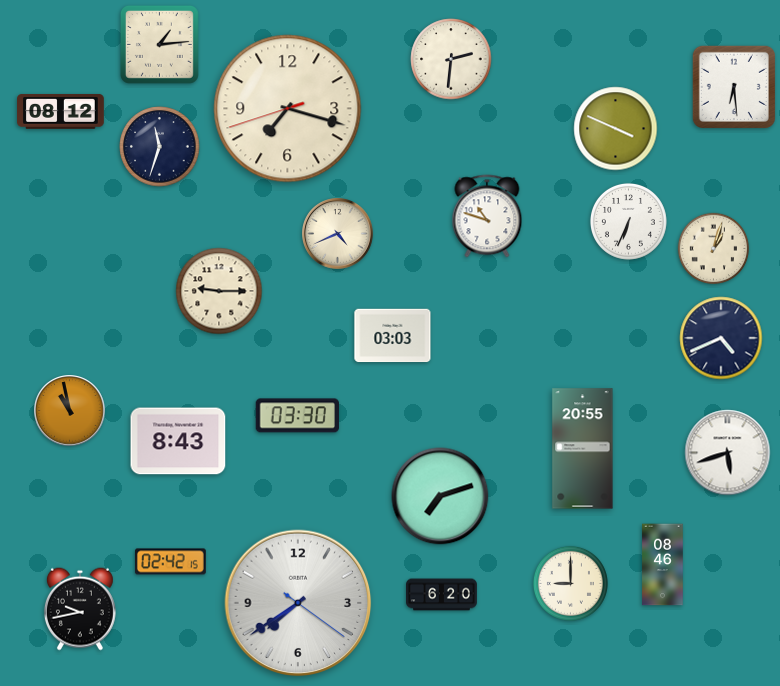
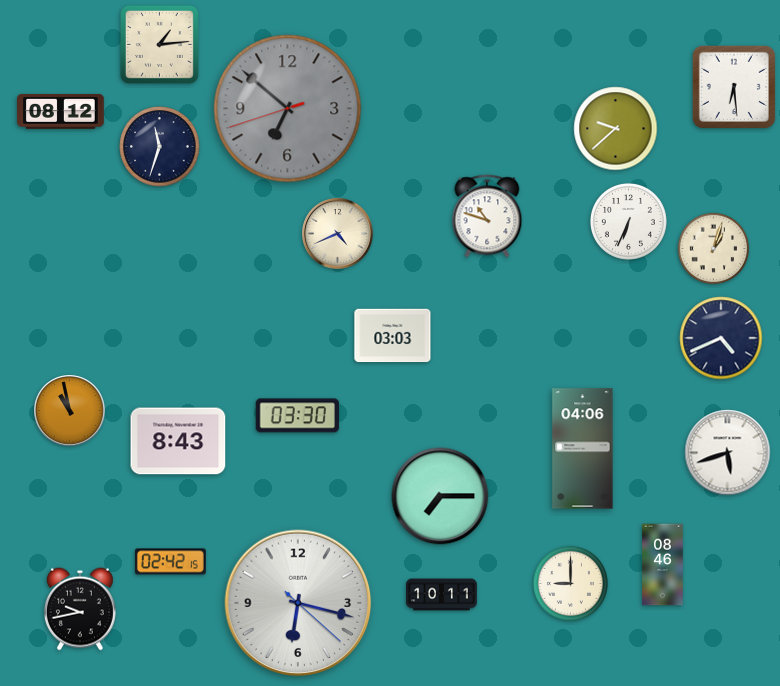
clock at (451, 59): 2:31 -> none
clock at (288, 109): 7:17 -> 6:51
clock at (288, 109) dial: cream -> grey
clock at (616, 129): 3:49 -> 9:38
clock at (219, 291): 9:15 -> none
clock at (583, 449): 20:55 -> 04:06
clock at (440, 496): 7:12 -> 7:15
clock at (442, 595): 6:20 -> 10:11
clock at (298, 603): 7:39 -> 6:17
